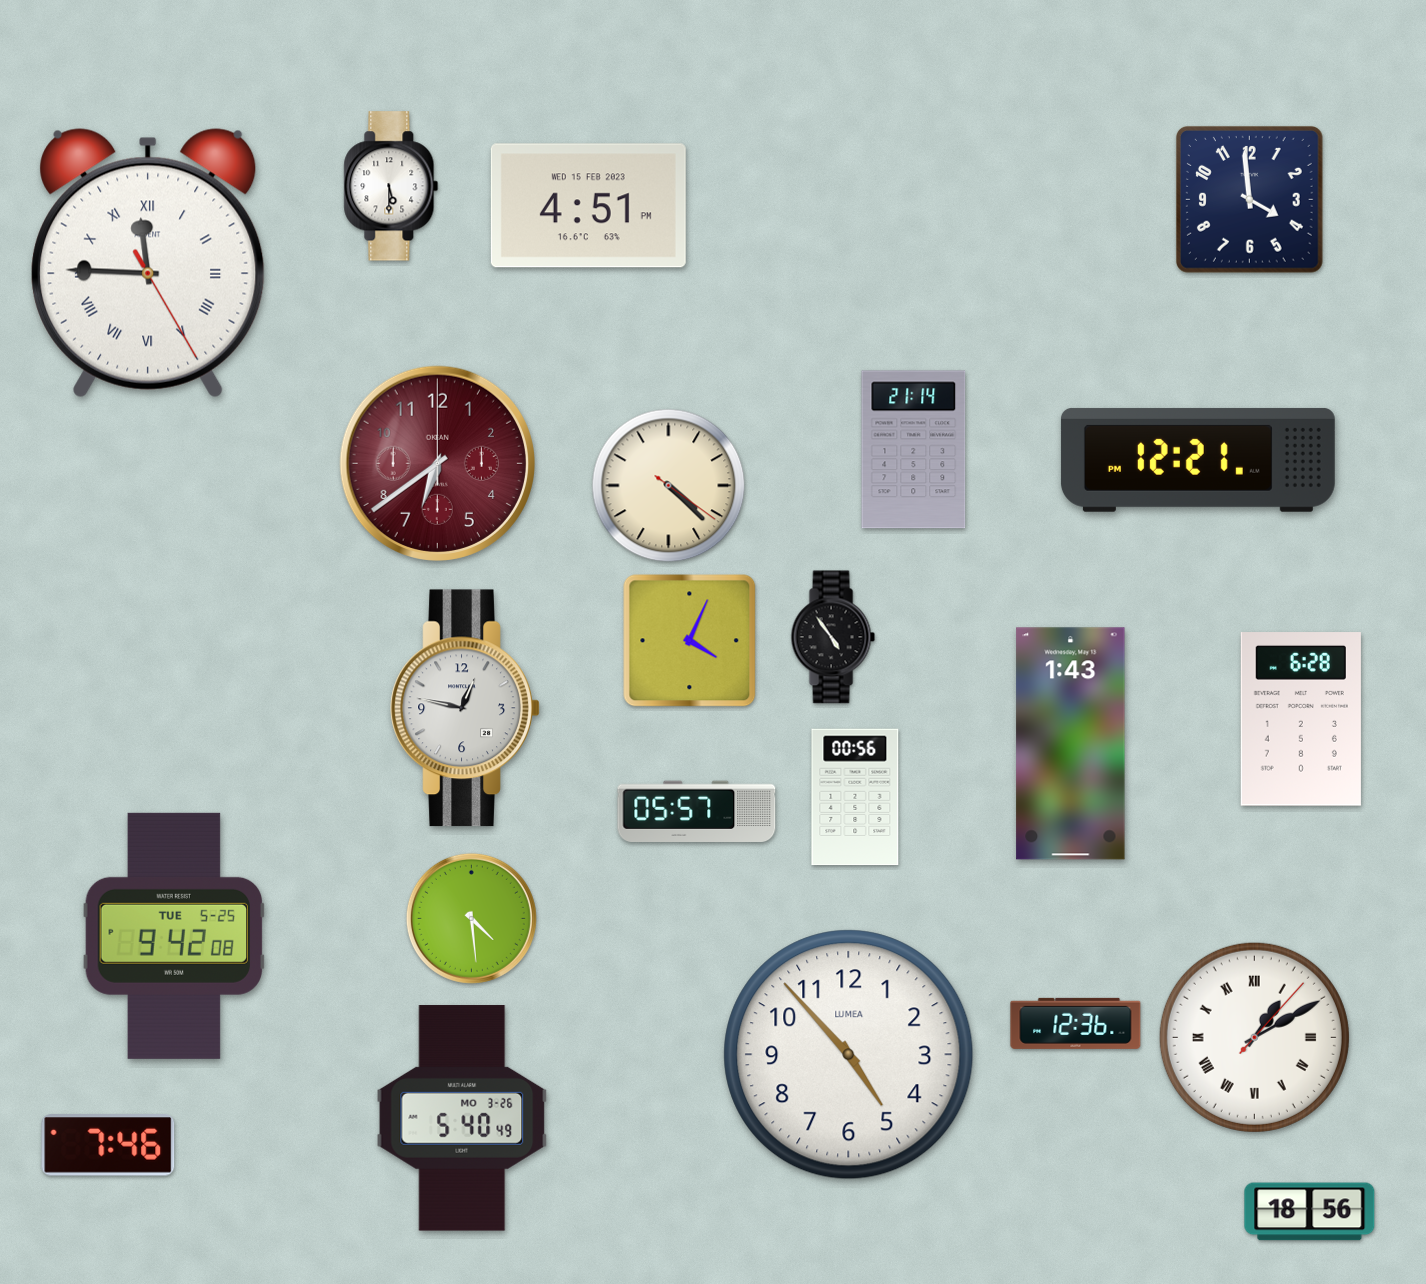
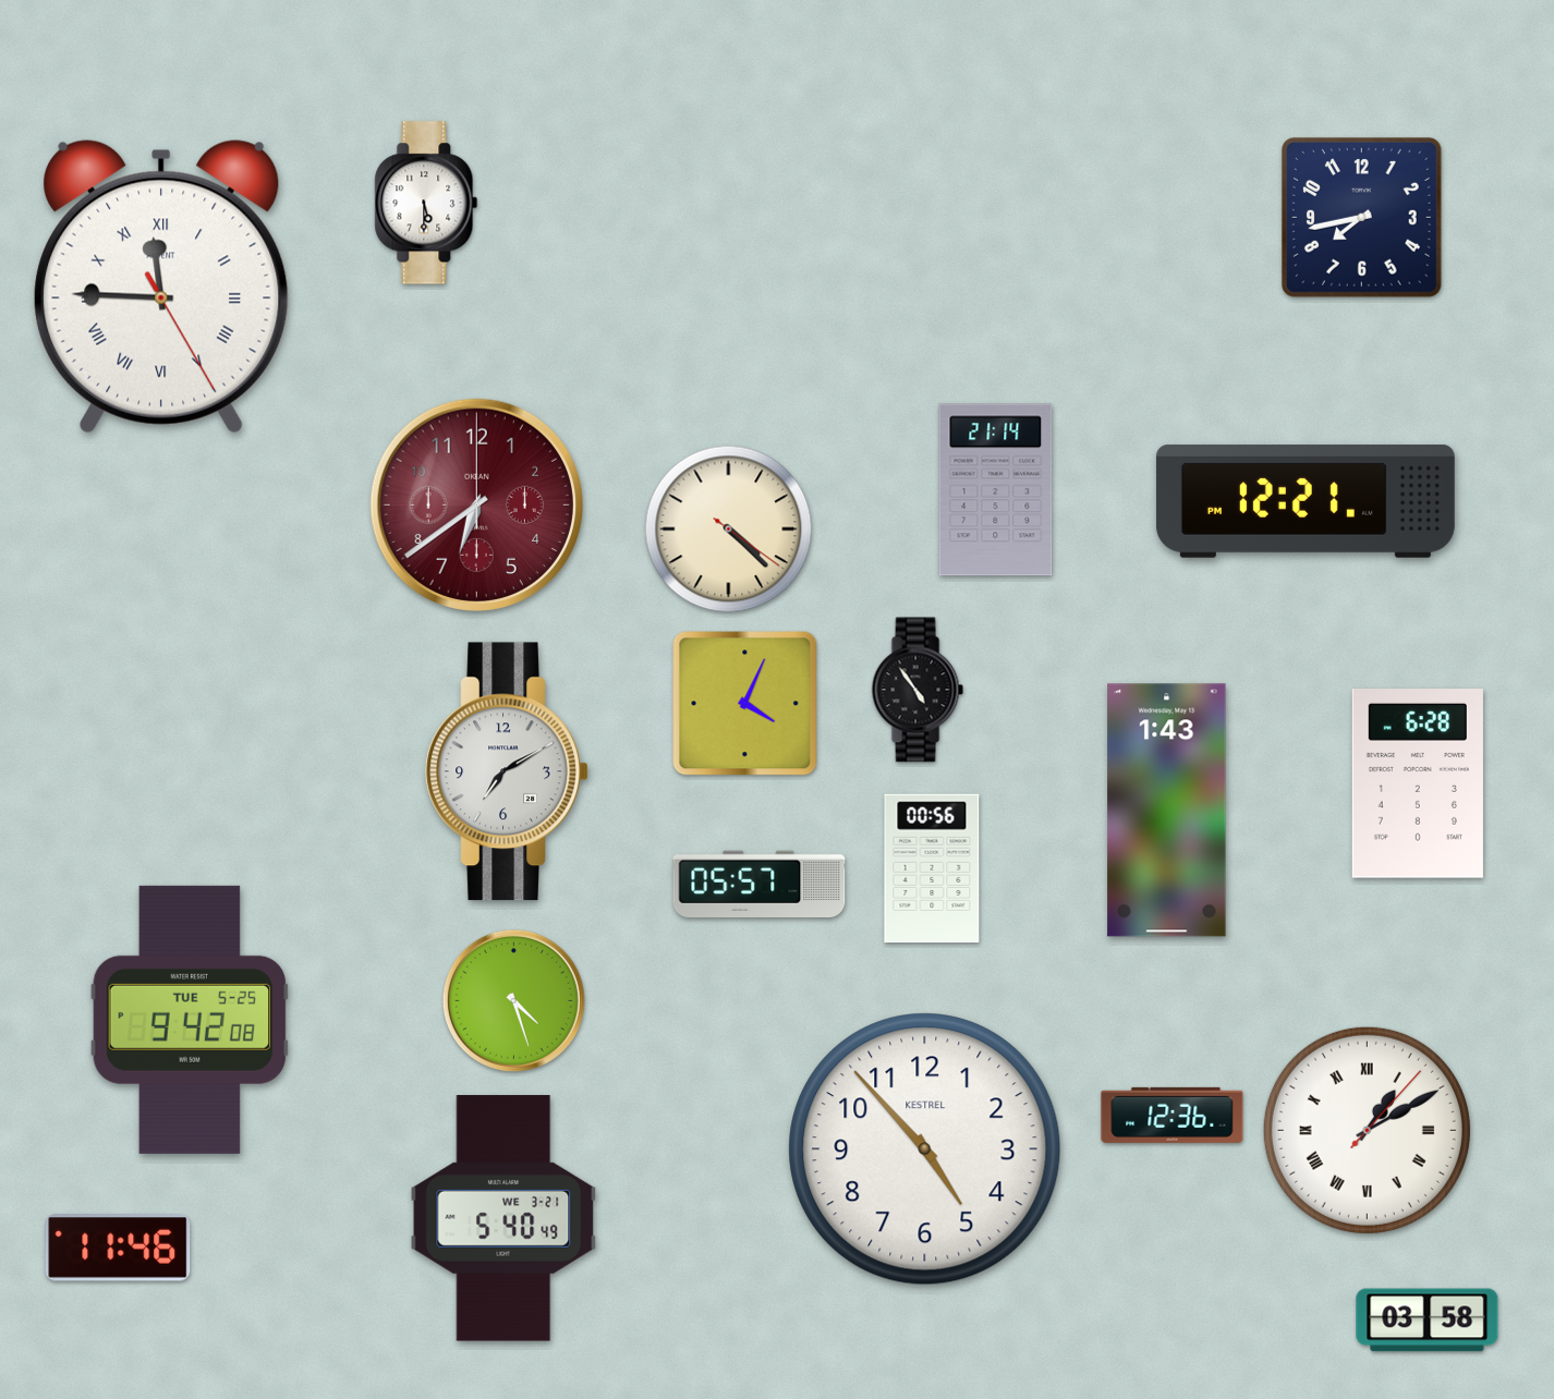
clock at (1249, 199): 3:59 -> 7:43
clock at (588, 206): 4:51 -> none
clock at (833, 637) position: (833, 637) -> (918, 690)
clock at (690, 641) position: (690, 641) -> (745, 704)
clock at (465, 708): 12:47 -> 7:10
clock at (471, 918): 4:29 -> 4:27
clock at (849, 1055) brand: LUMEA -> KESTREL
clock at (462, 1118) date: MO 3-26 -> WE 3-21
clock at (108, 1145): 7:46 -> 11:46
clock at (1310, 1212): 18:56 -> 03:58
